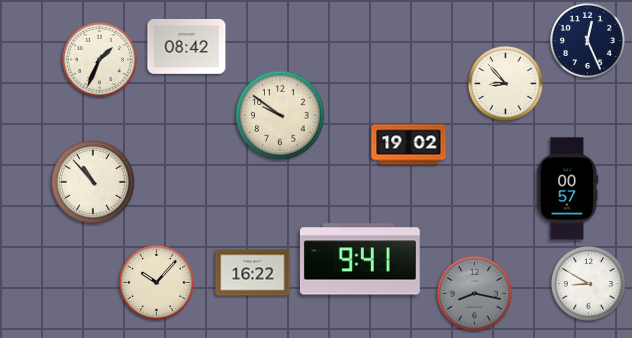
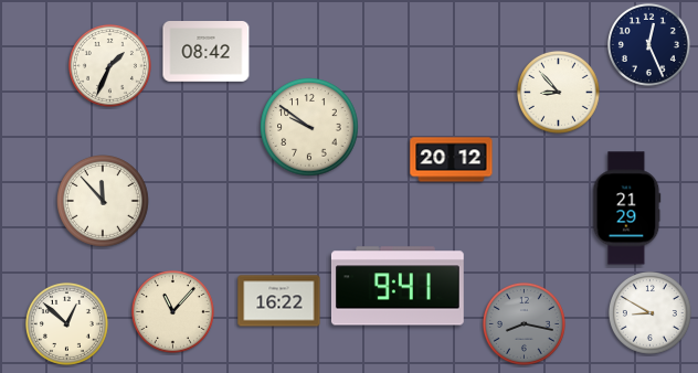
clock at (409, 145): 19:02 -> 20:12
clock at (94, 183): 10:53 -> 11:53
clock at (568, 189): 00:57 -> 21:29
clock at (156, 282): 10:07 -> 11:07
clock at (66, 323): none -> 12:52
